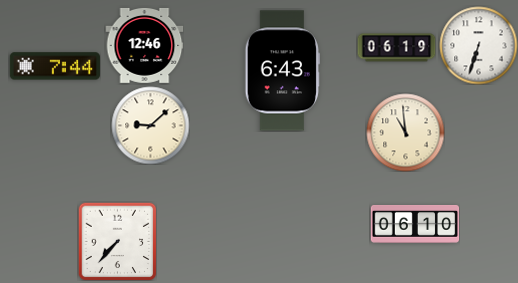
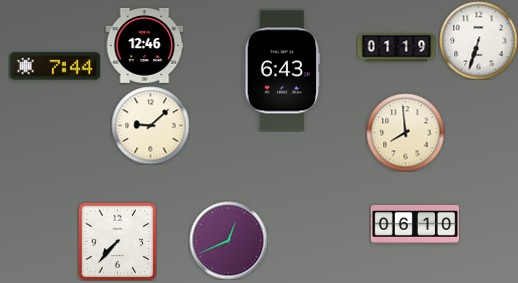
clock at (478, 45) position: (478, 45) -> (478, 40)
clock at (396, 48): 06:19 -> 01:19
clock at (405, 132): 10:59 -> 7:59
clock at (228, 240): none -> 12:41
